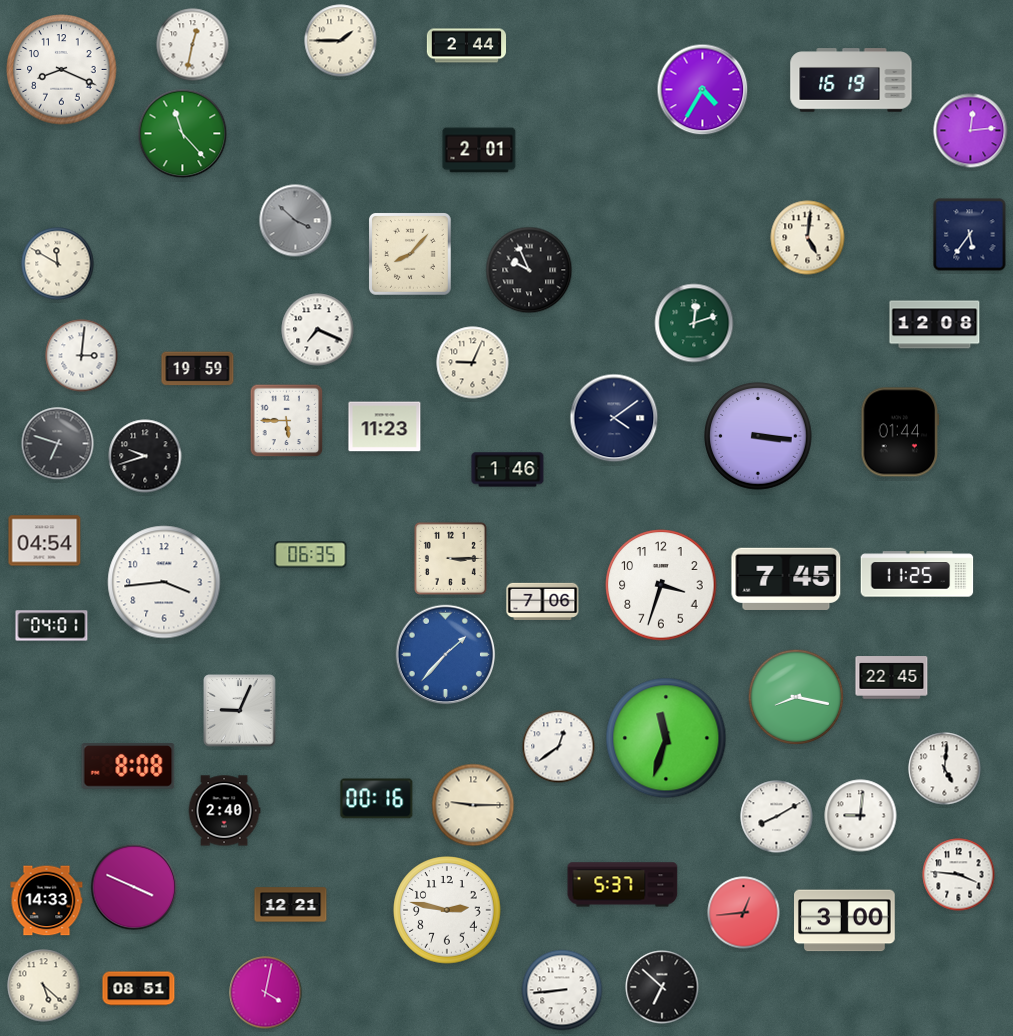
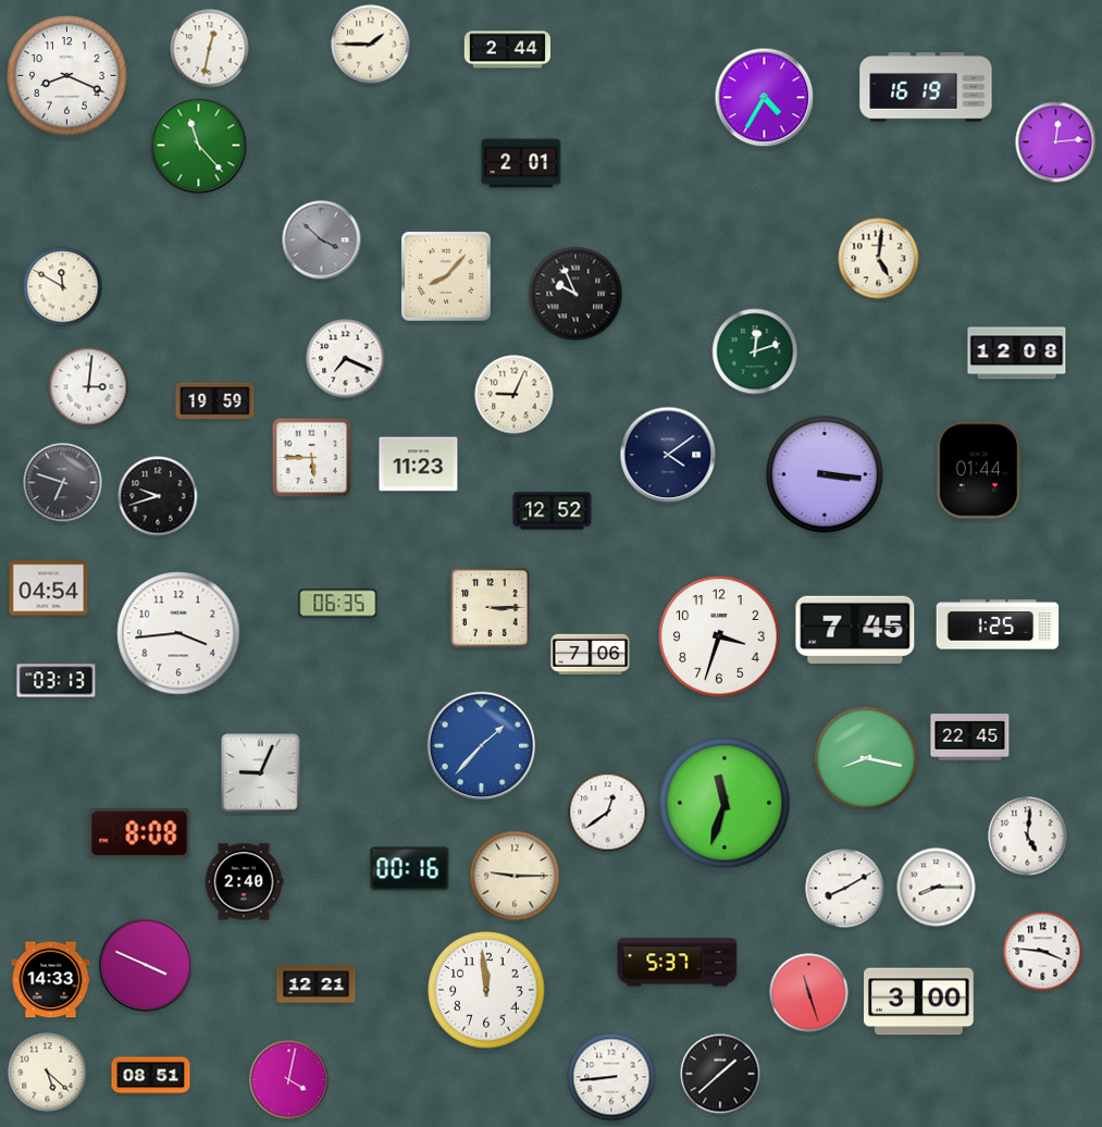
clock at (970, 235): 5:36 -> none
clock at (508, 470): 1:46 -> 12:52
clock at (917, 574): 11:25 -> 1:25
clock at (52, 626): 04:01 -> 03:13
clock at (446, 655) position: (446, 655) -> (482, 746)
clock at (861, 816): 9:01 -> 8:15
clock at (447, 910): 2:47 -> 11:59
clock at (744, 913): 12:44 -> 11:27
clock at (662, 987): 6:52 -> 1:38
